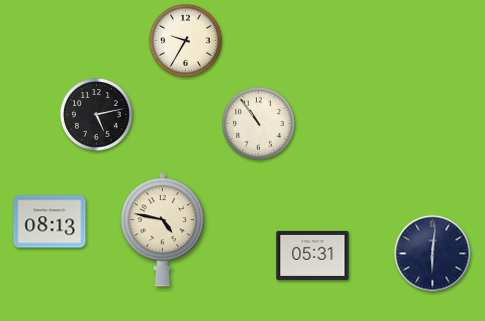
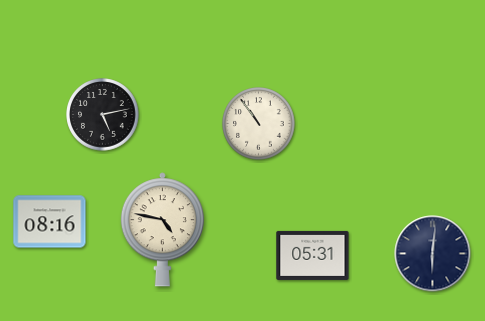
clock at (186, 41): 9:35 -> none
clock at (97, 115) position: (97, 115) -> (103, 115)
clock at (50, 222): 08:13 -> 08:16
